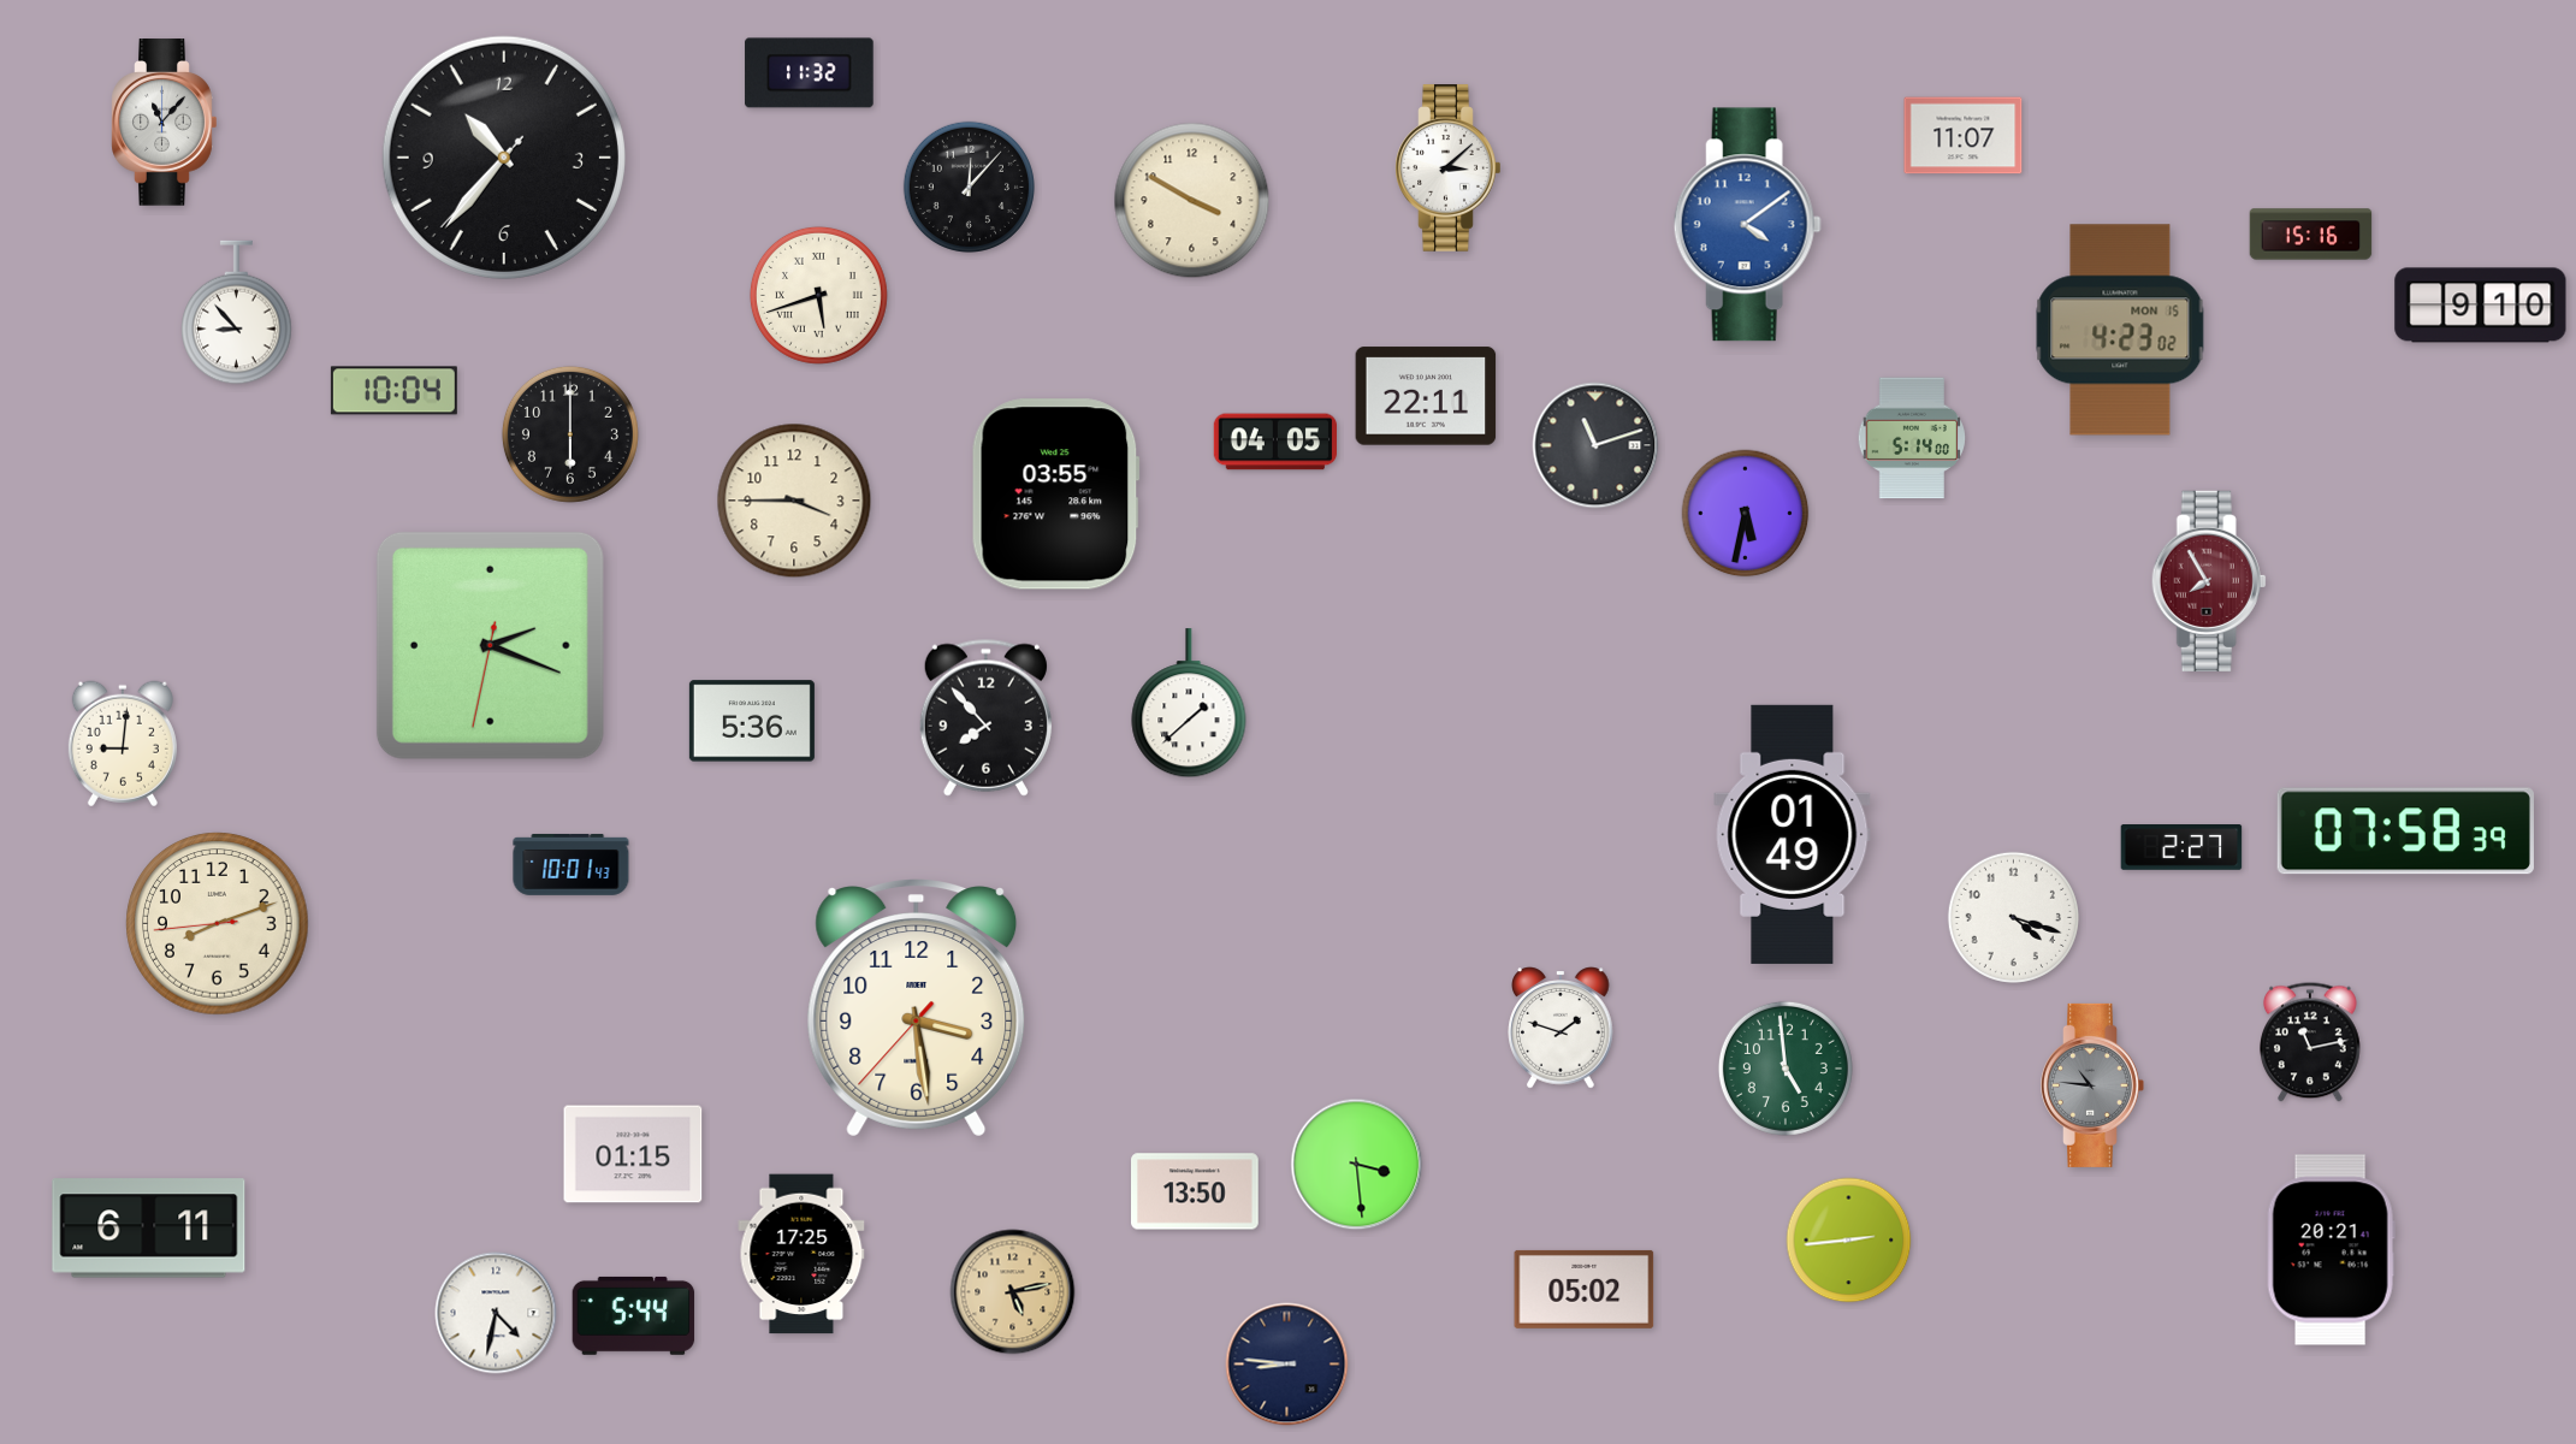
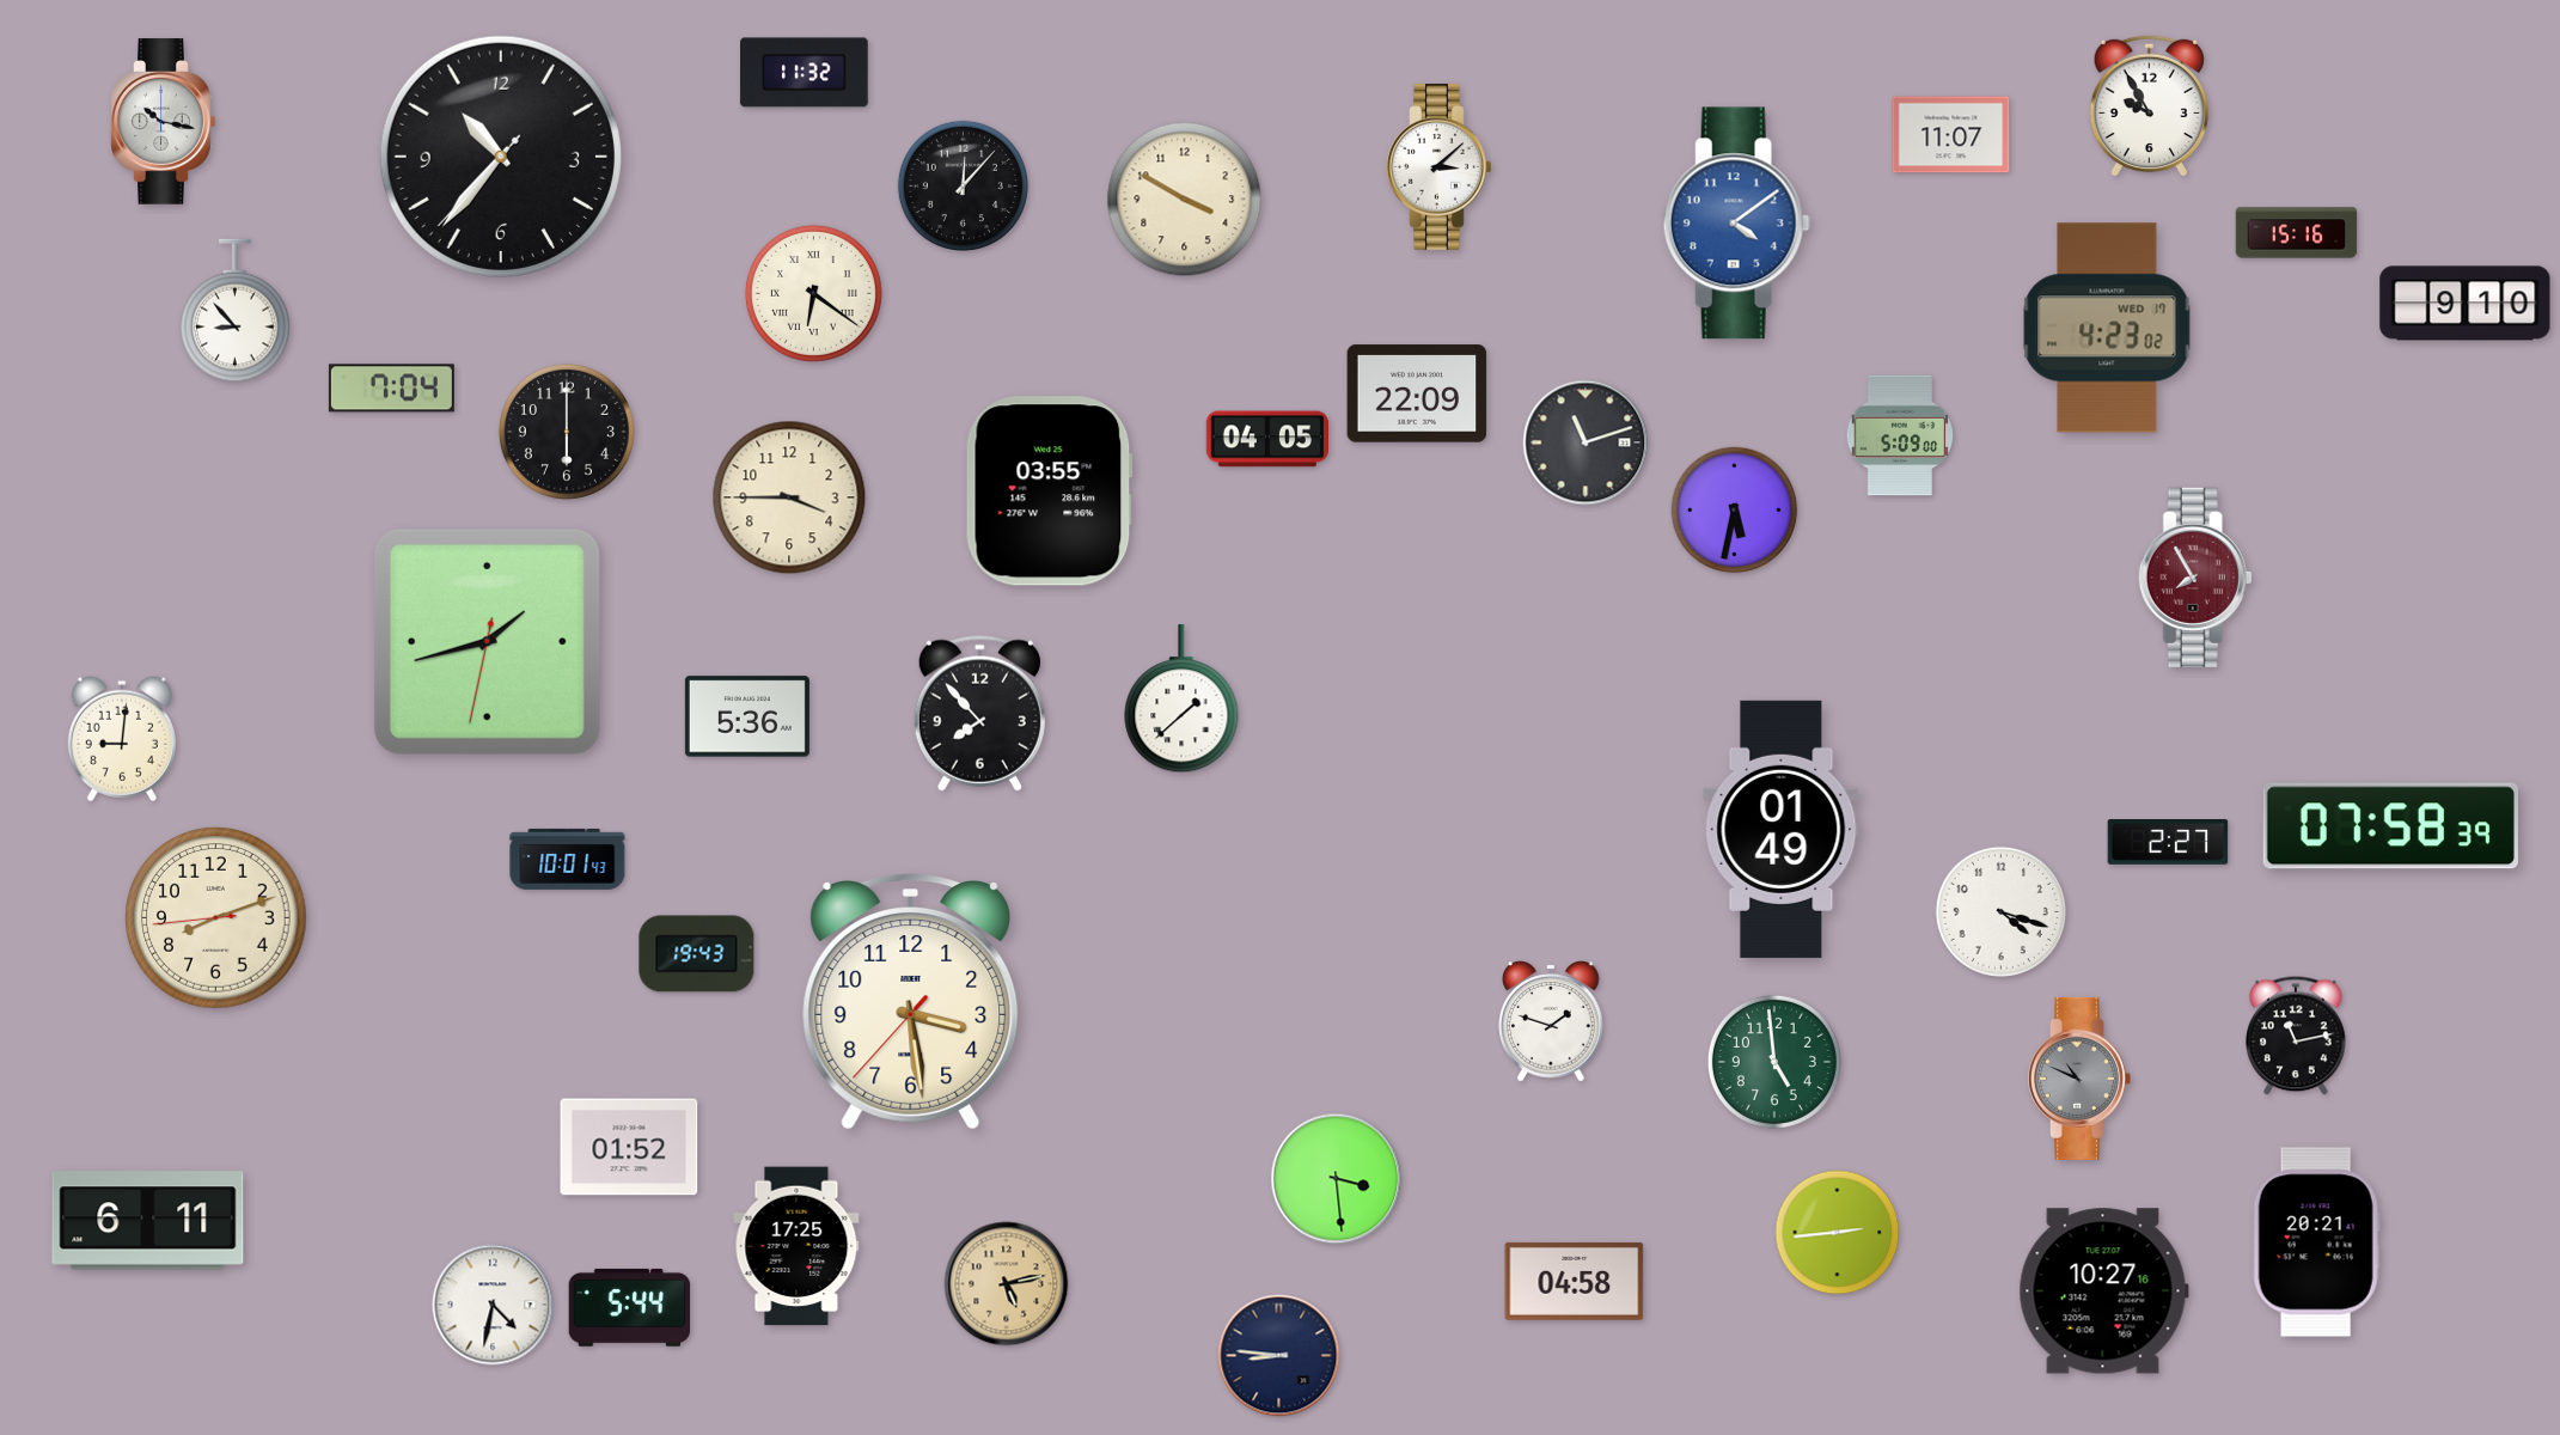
clock at (2149, 105): none -> 9:55
clock at (165, 123): 11:07 -> 10:17
clock at (818, 295): 5:42 -> 6:21
clock at (2120, 330) date: MON 15 -> WED 17
clock at (393, 391): 10:04 -> 7:04
clock at (1426, 396): 22:11 -> 22:09
clock at (1911, 438): 5:14 -> 5:09
clock at (490, 645): 2:18 -> 1:42
clock at (697, 954): none -> 19:43
clock at (2092, 1085): 10:46 -> 10:49
clock at (633, 1154): 01:15 -> 01:52
clock at (1357, 1165) position: (1357, 1165) -> (1337, 1179)
clock at (1196, 1191): 13:50 -> none
clock at (1585, 1289): 05:02 -> 04:58
clock at (2103, 1291): none -> 10:27
